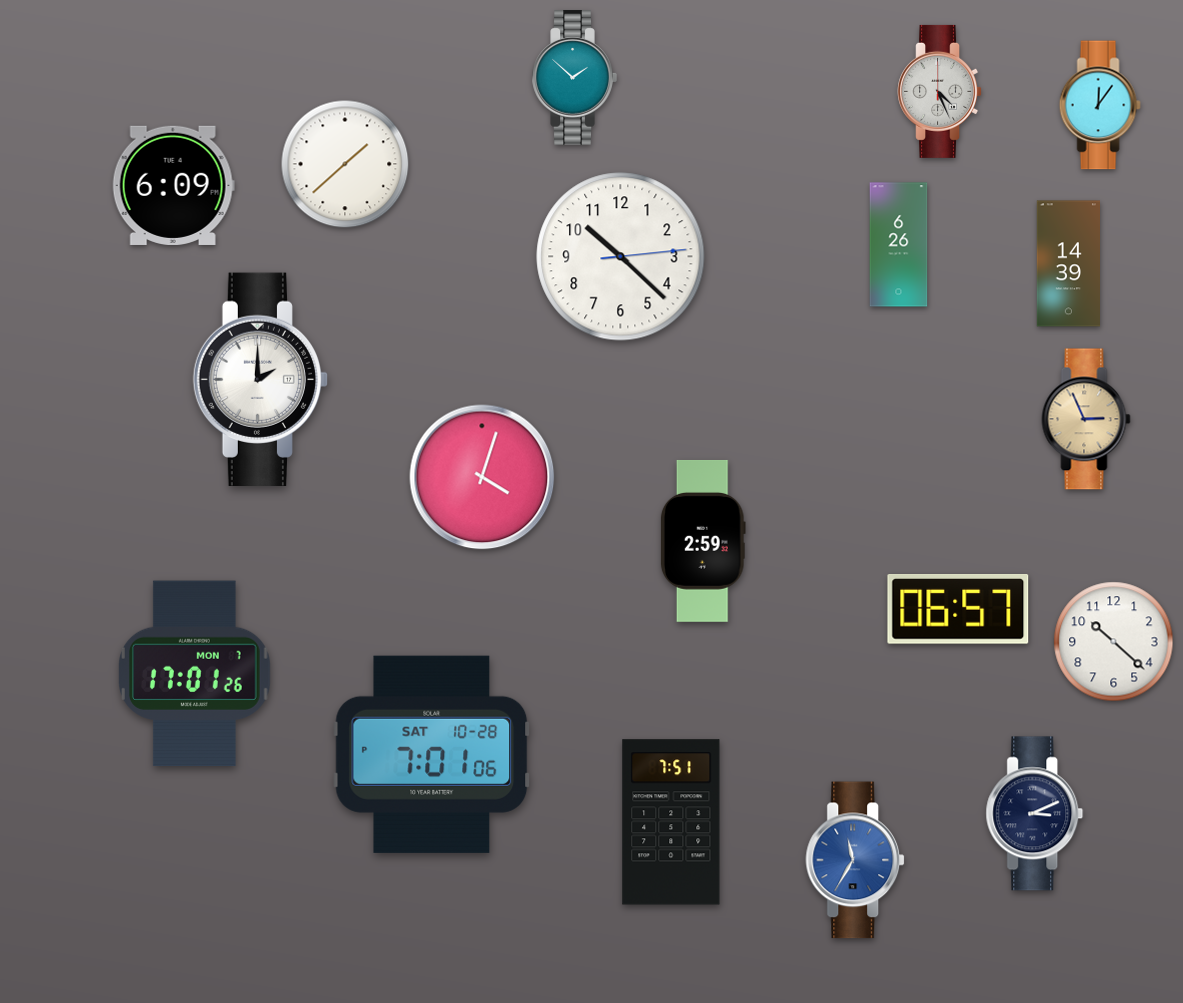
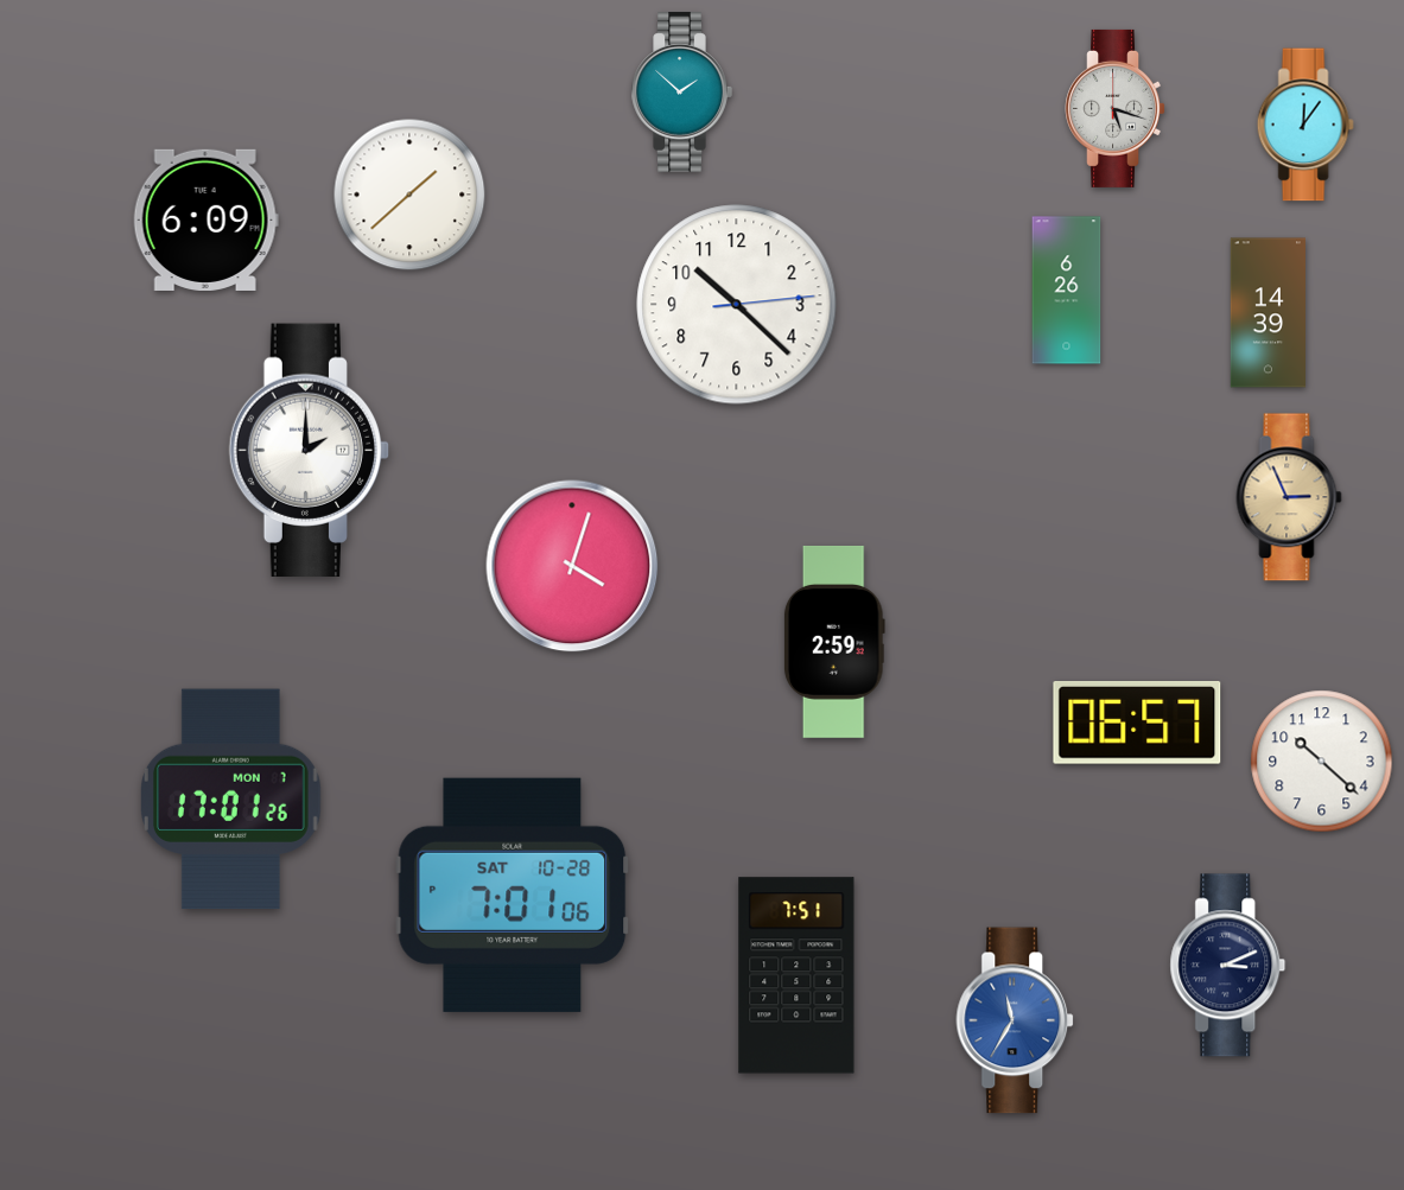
clock at (940, 91): 4:26 -> 5:18
